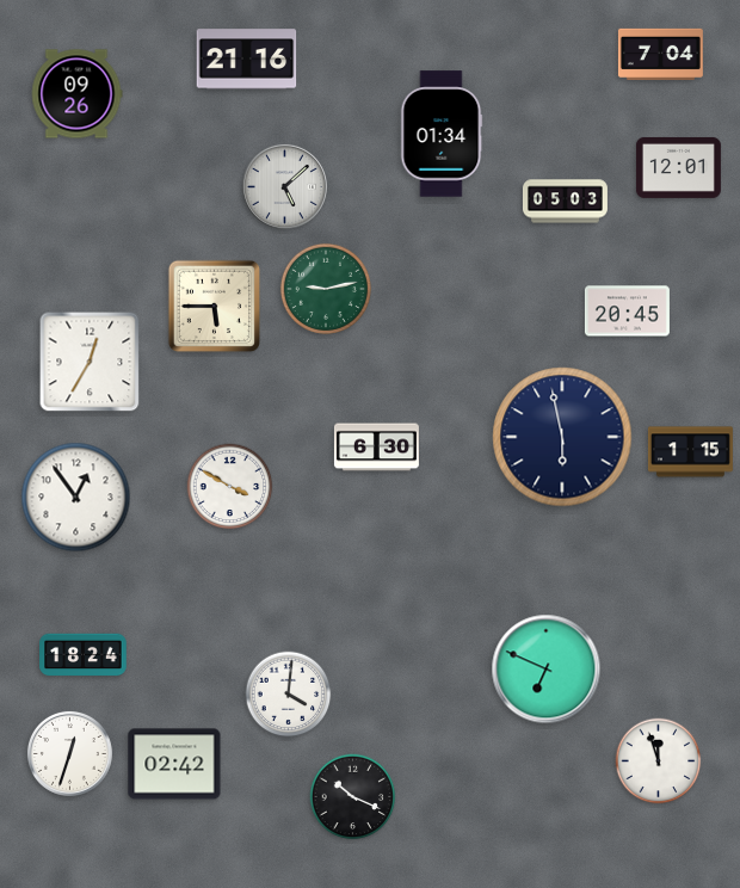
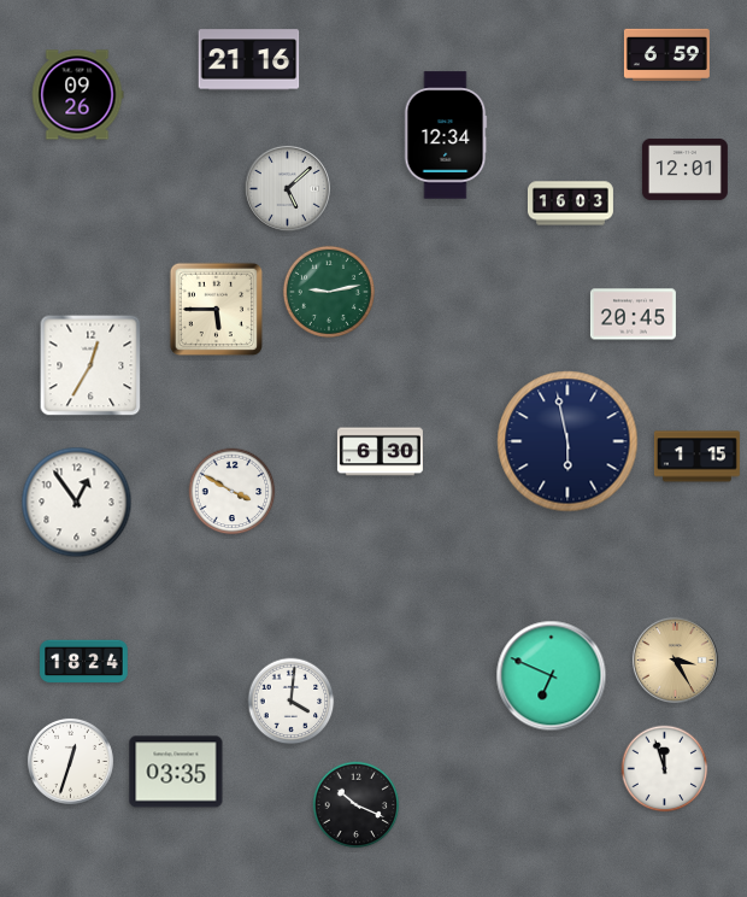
clock at (660, 54): 7:04 -> 6:59
clock at (442, 134): 01:34 -> 12:34
clock at (565, 202): 05:03 -> 16:03
clock at (675, 659): none -> 3:25
clock at (174, 764): 02:42 -> 03:35
